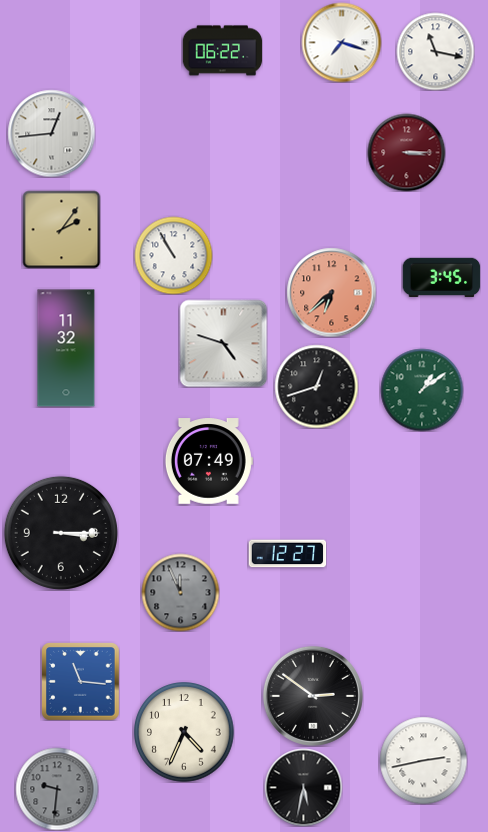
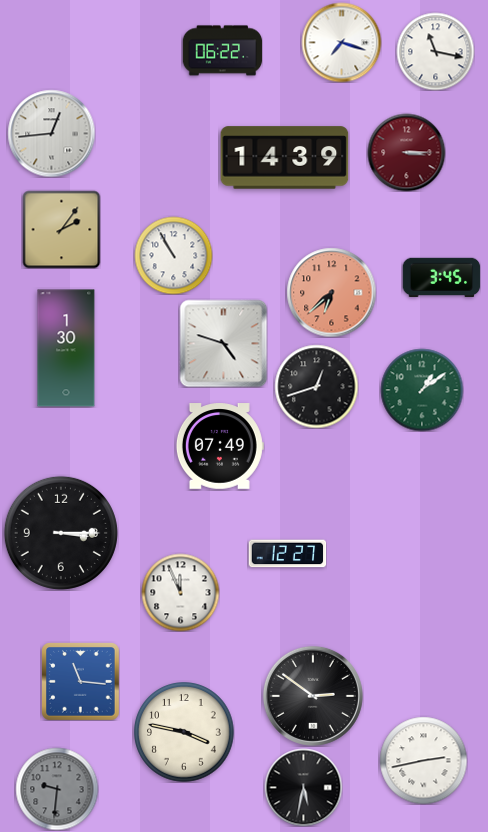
clock at (285, 158): none -> 14:39
clock at (66, 348): 11:32 -> 1:30
clock at (209, 461) position: (209, 461) -> (220, 446)
clock at (180, 592) dial: grey -> white
clock at (184, 732): 4:34 -> 3:47
